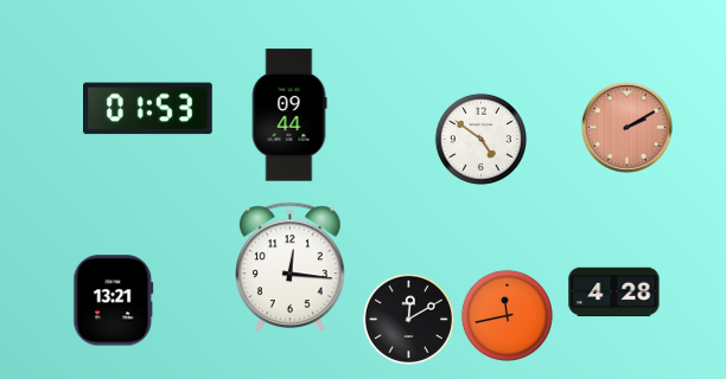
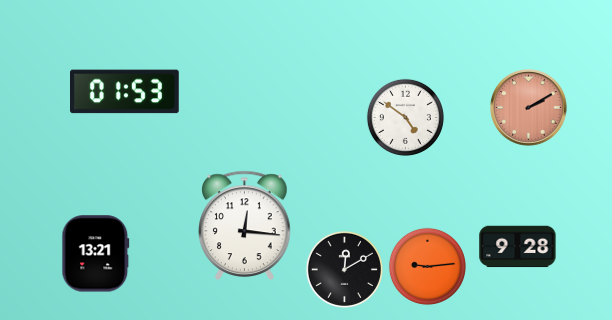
clock at (289, 115): 09:44 -> none
clock at (614, 293): 4:28 -> 9:28
clock at (507, 315): 11:43 -> 9:14
